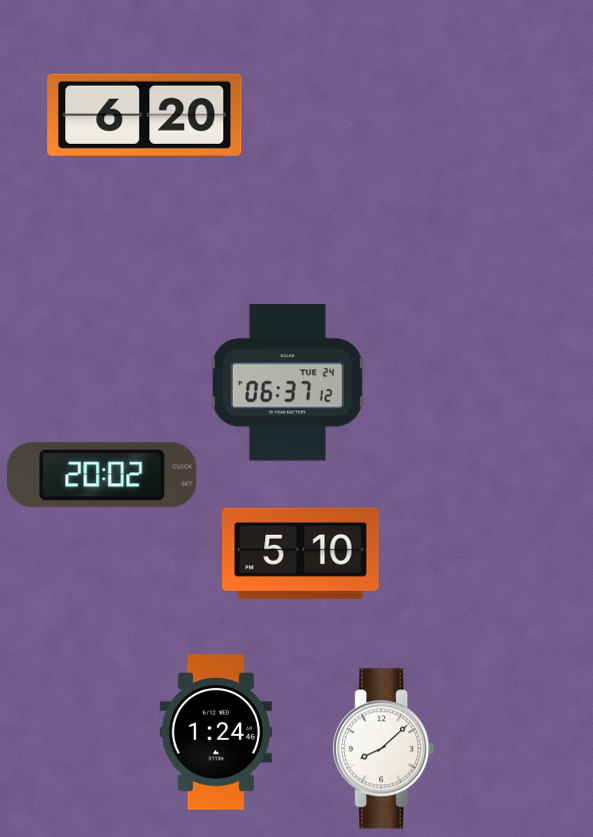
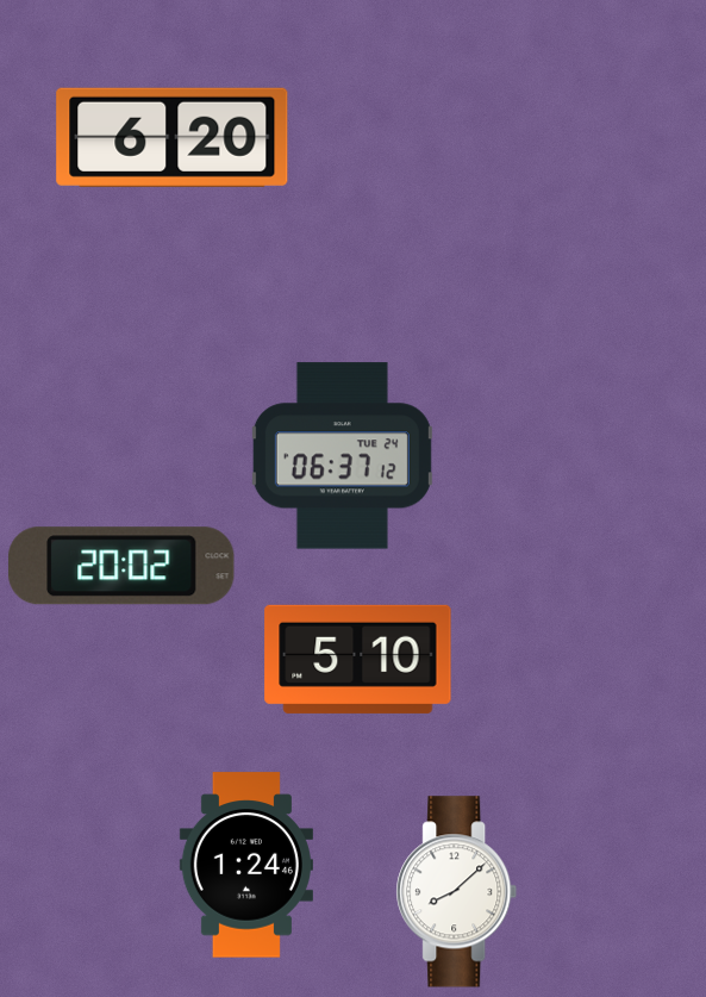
clock at (216, 732) position: (216, 732) -> (246, 865)
